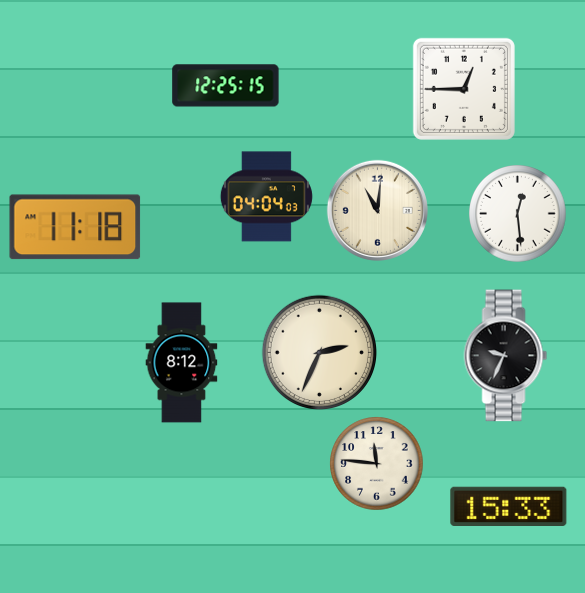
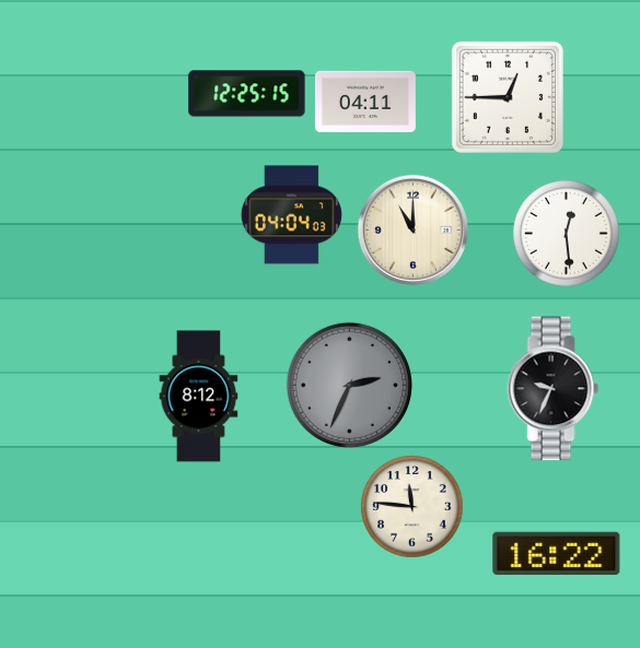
clock at (365, 102): none -> 04:11
clock at (377, 210): 11:01 -> 11:00
clock at (75, 227): 11:18 -> none
clock at (319, 352) dial: cream -> grey
clock at (509, 506): 15:33 -> 16:22
